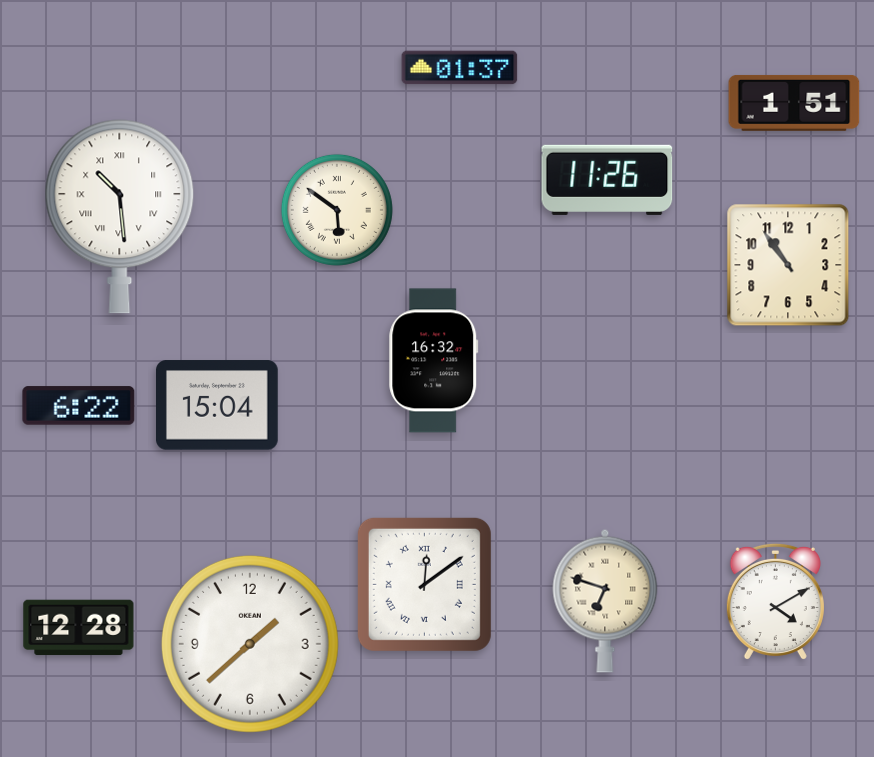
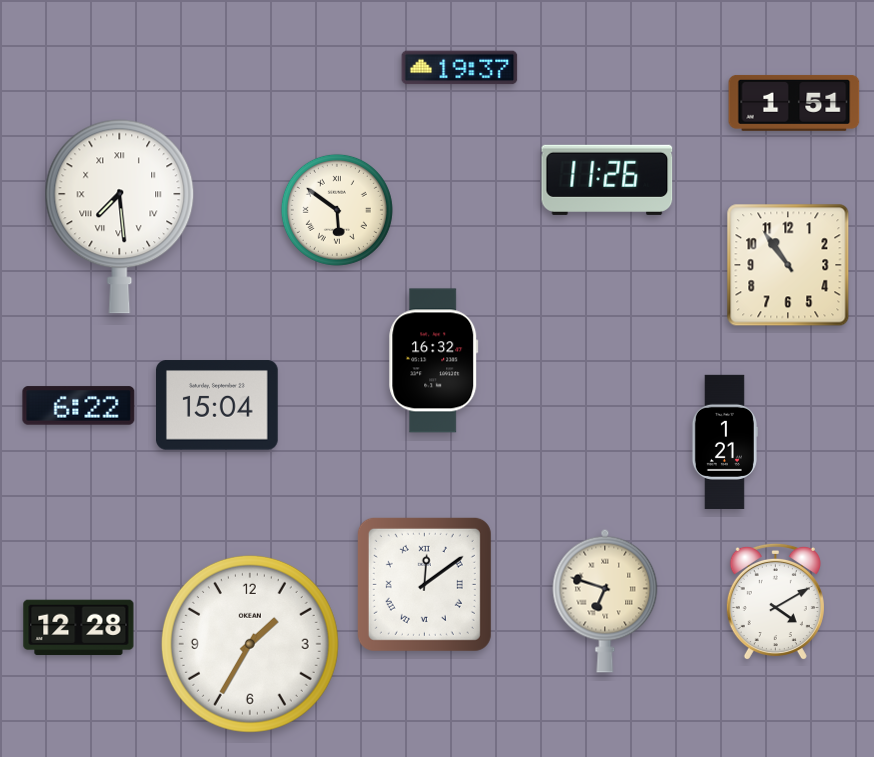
clock at (460, 68): 01:37 -> 19:37
clock at (120, 217): 10:29 -> 7:29
clock at (724, 441): none -> 1:21
clock at (250, 644): 1:38 -> 1:35
